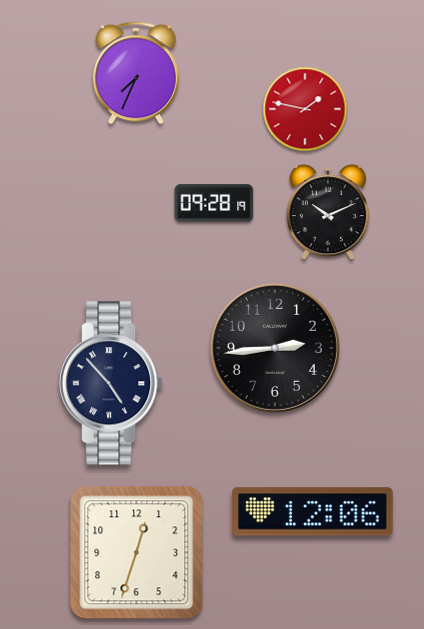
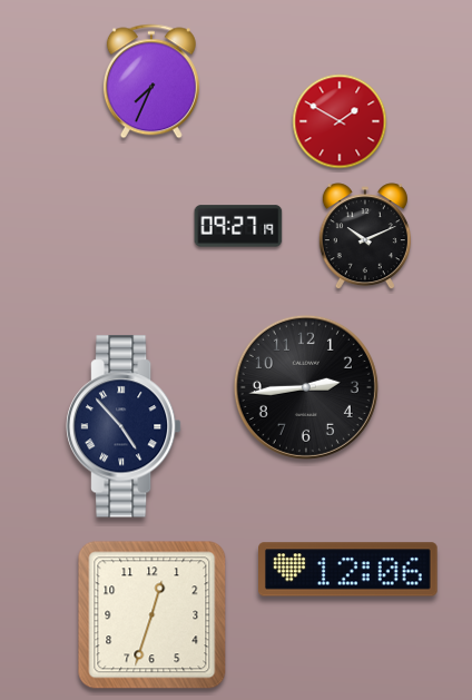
clock at (305, 109): 1:47 -> 1:50
clock at (214, 203): 09:28 -> 09:27
